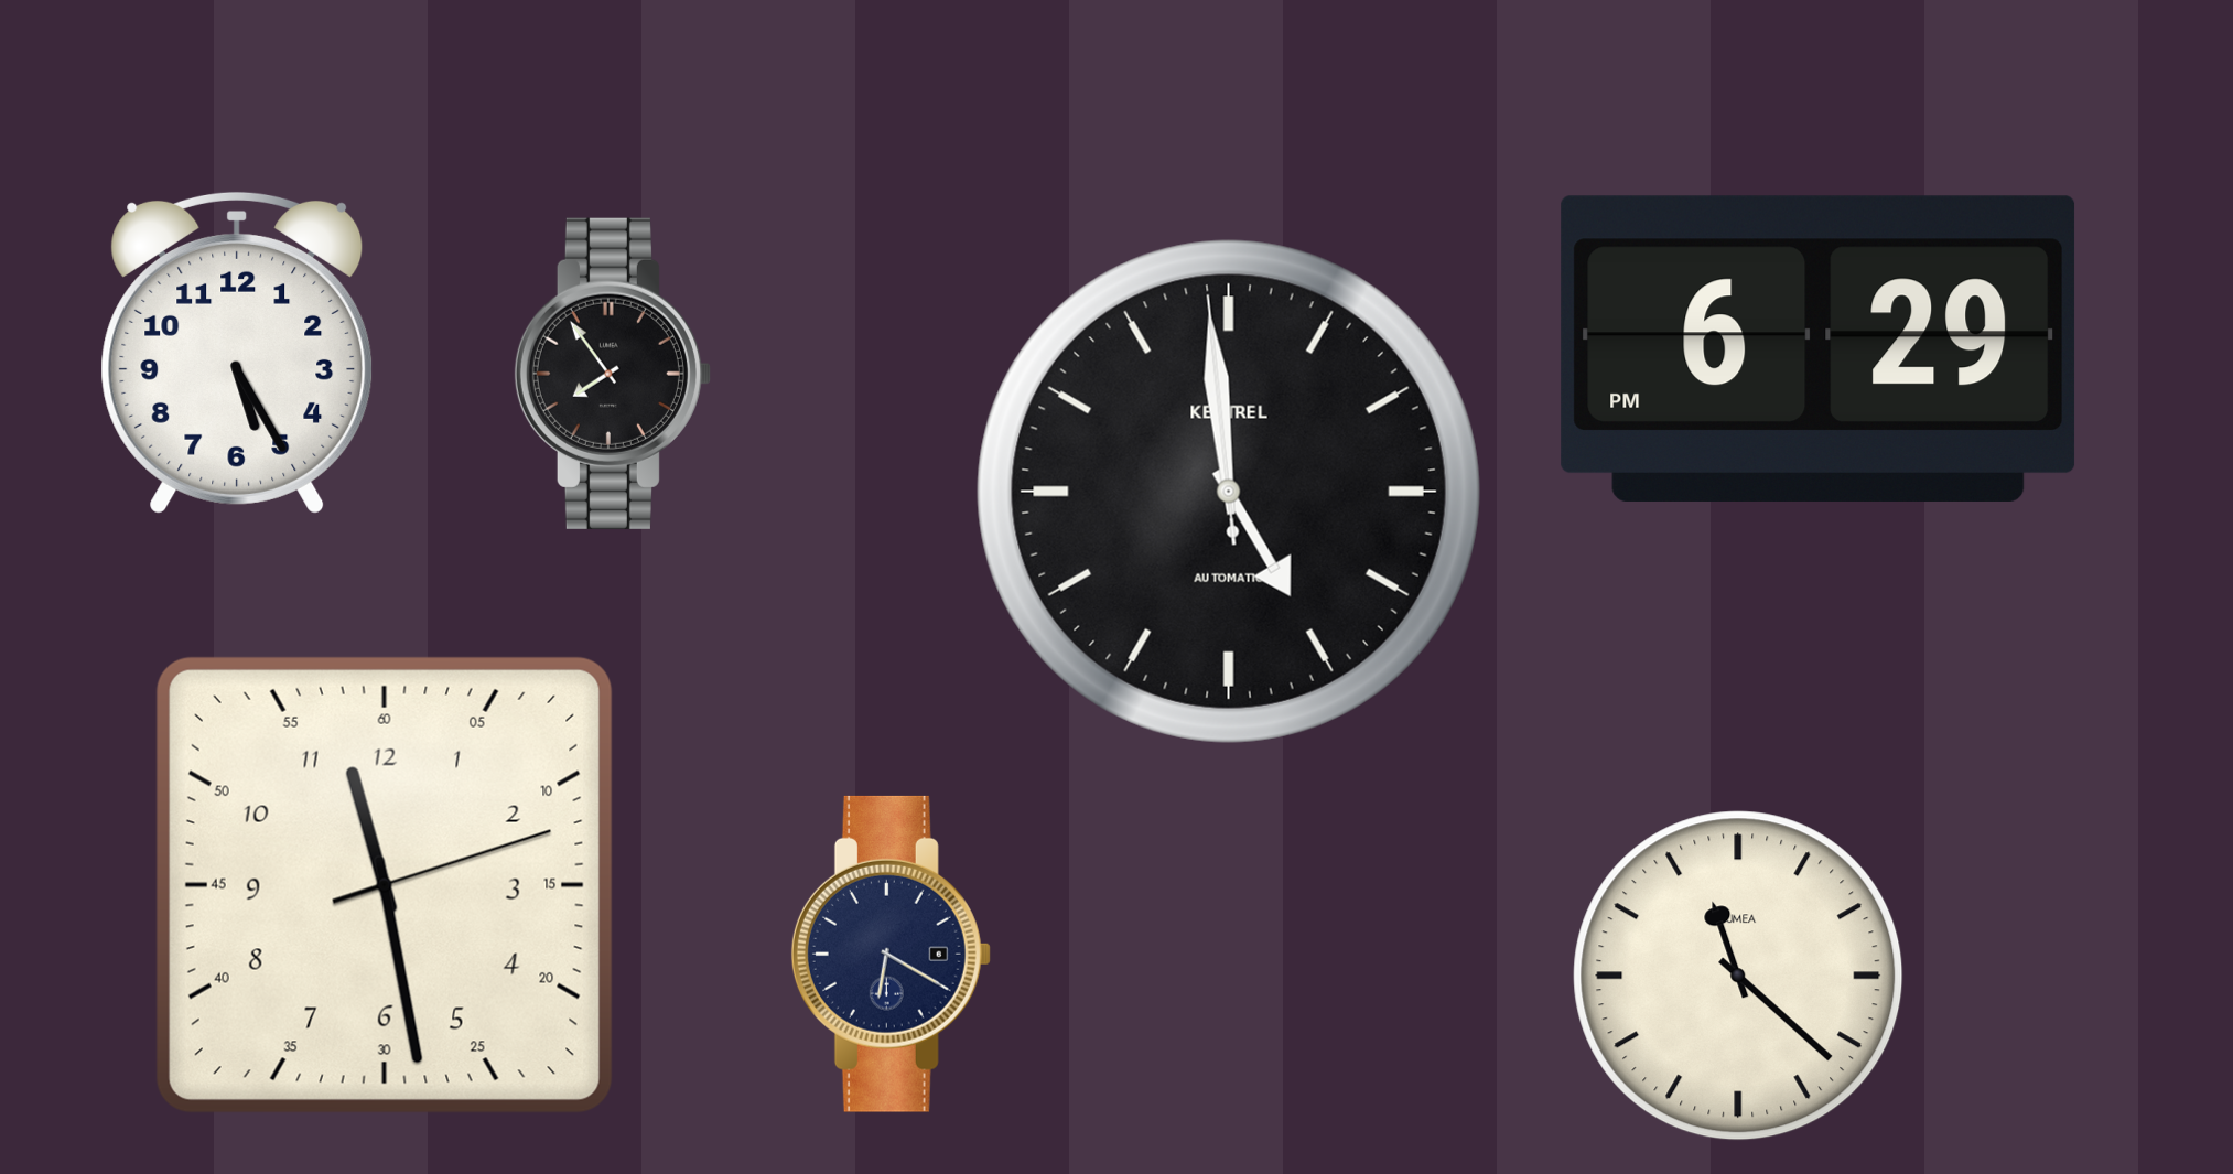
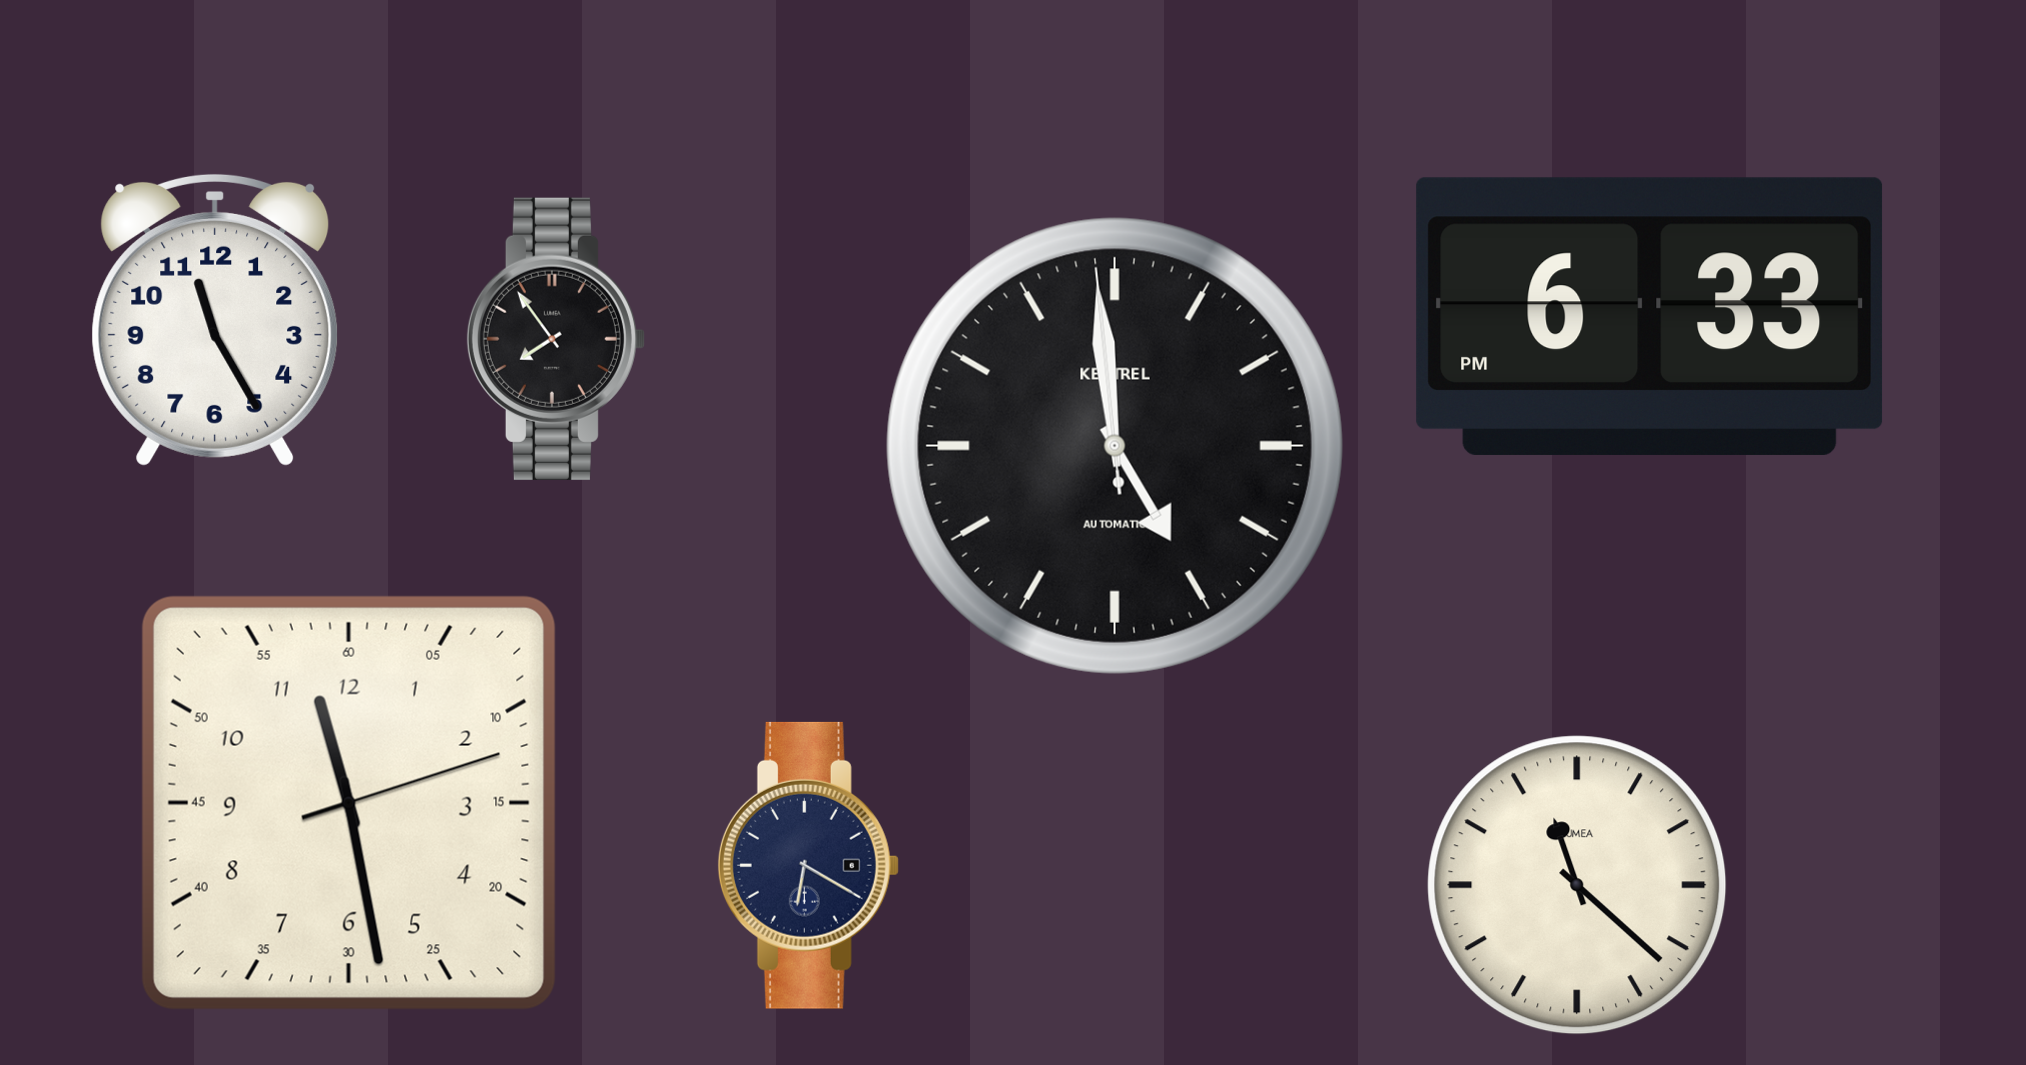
clock at (1819, 348): 6:29 -> 6:33
clock at (237, 353): 5:25 -> 11:25
